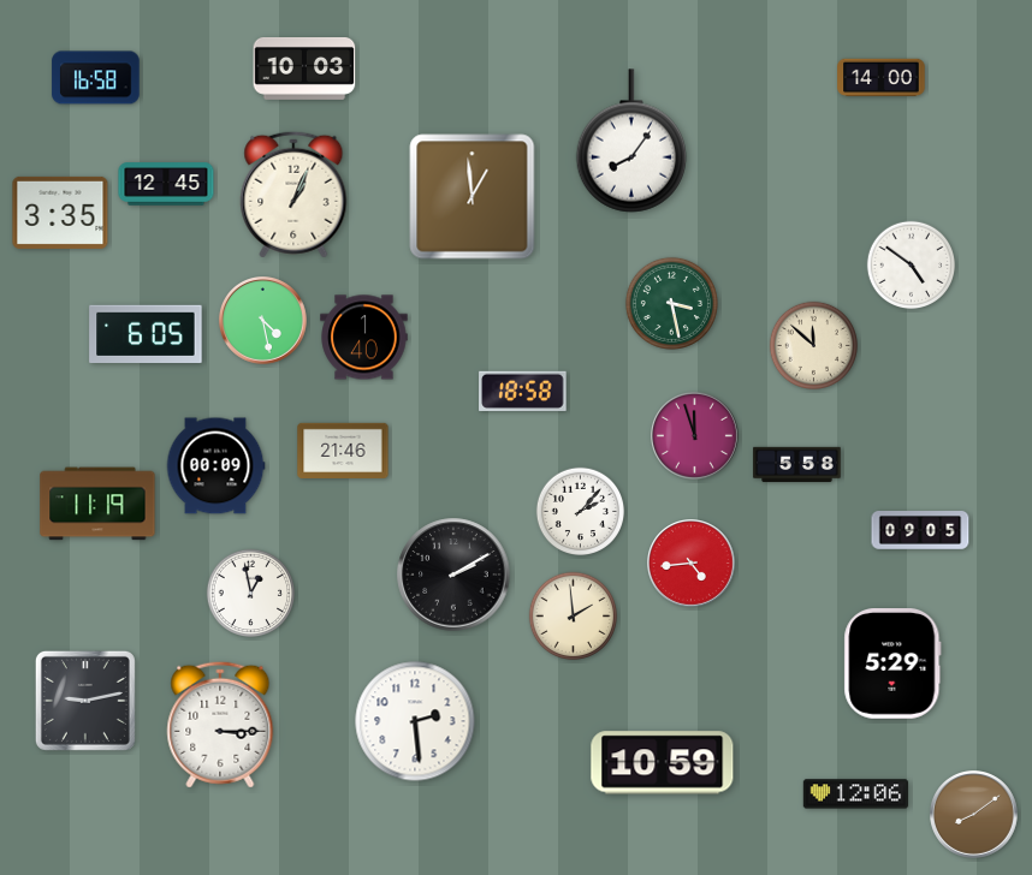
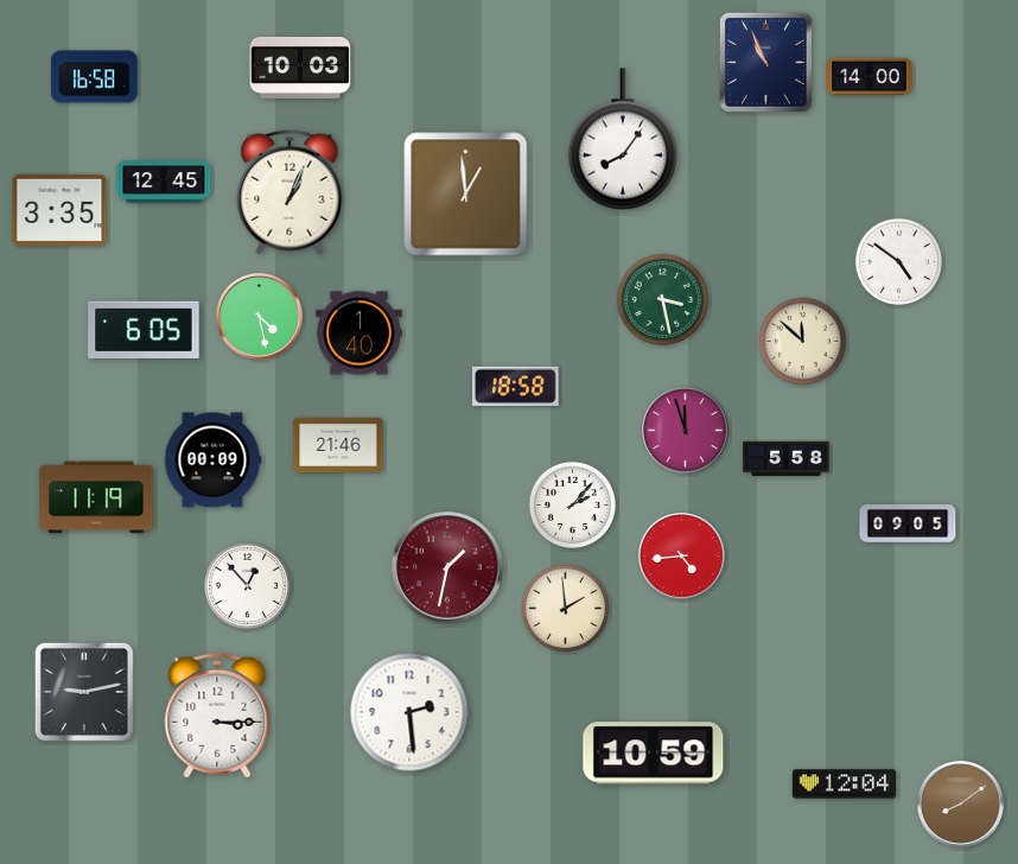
clock at (765, 62): none -> 10:56
clock at (453, 575): 2:10 -> 1:32
clock at (453, 575) dial: black -> burgundy
clock at (251, 594): 12:58 -> 12:53
clock at (892, 665): 5:29 -> none
clock at (856, 794): 12:06 -> 12:04
